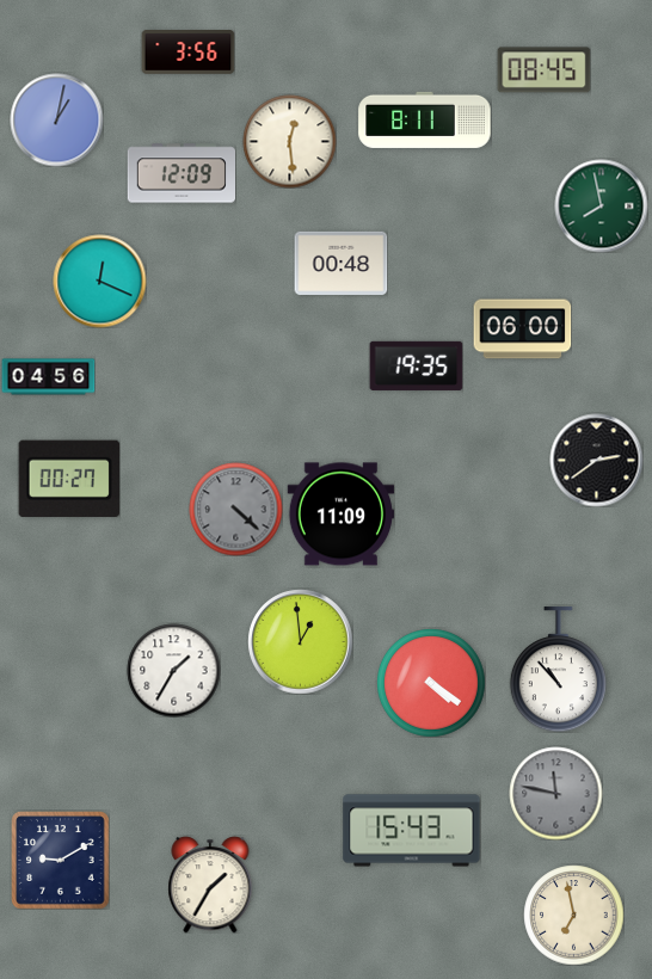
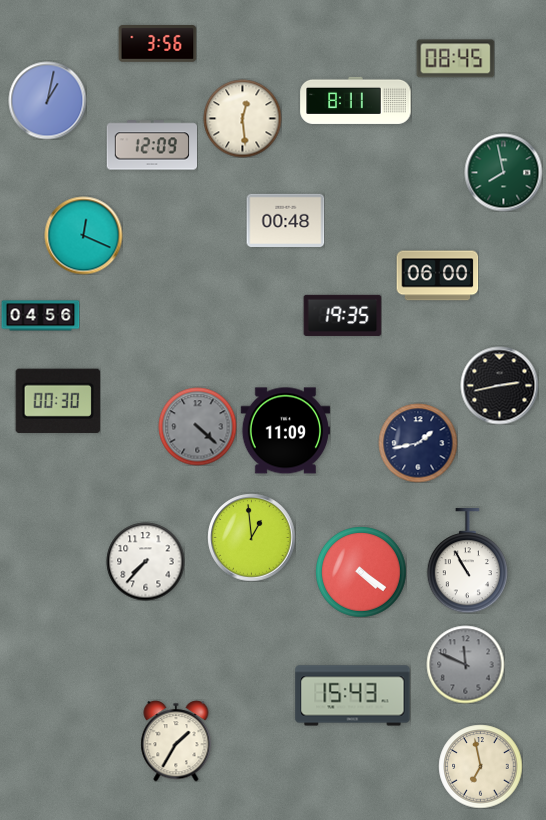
clock at (416, 365) position: (416, 365) -> (342, 315)
clock at (596, 460): 2:39 -> 2:43
clock at (68, 479): 00:27 -> 00:30
clock at (418, 443): none -> 1:43
clock at (173, 670): 1:35 -> 7:37
clock at (558, 670): 10:53 -> 10:55
clock at (555, 793): 11:47 -> 11:49
clock at (412, 831) position: (412, 831) -> (353, 696)
clock at (60, 860): 9:10 -> none
